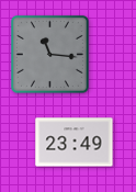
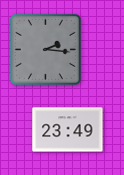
clock at (49, 54): 11:16 -> 2:16
